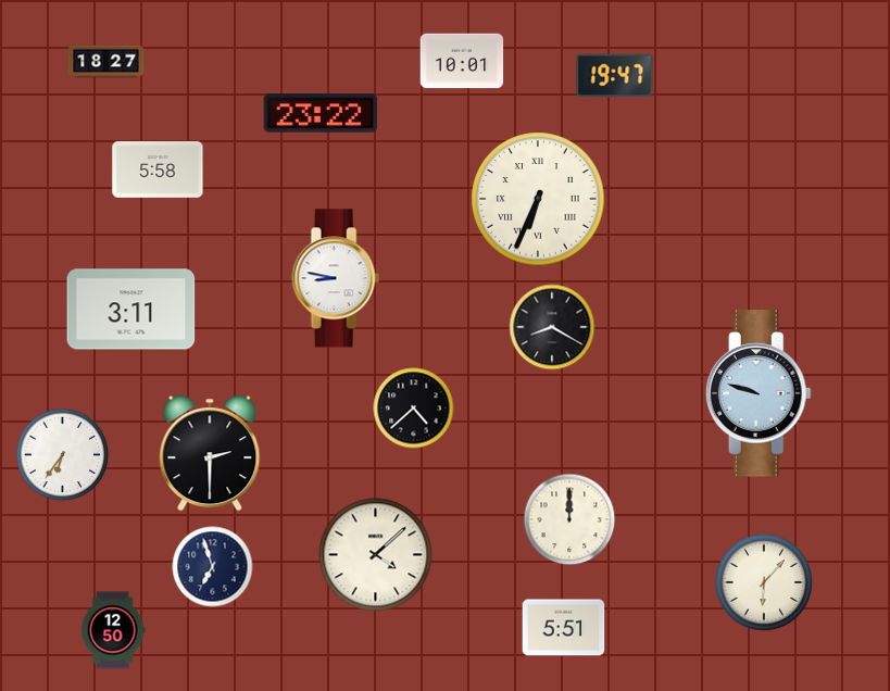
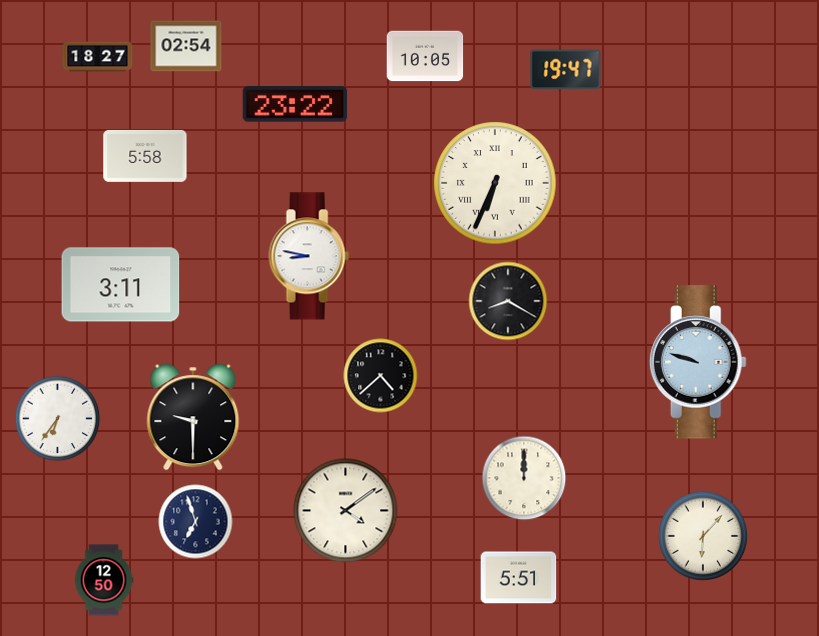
clock at (186, 46): none -> 02:54
clock at (462, 61): 10:01 -> 10:05
clock at (210, 453): 2:30 -> 9:30
clock at (376, 555): 4:08 -> 4:09
